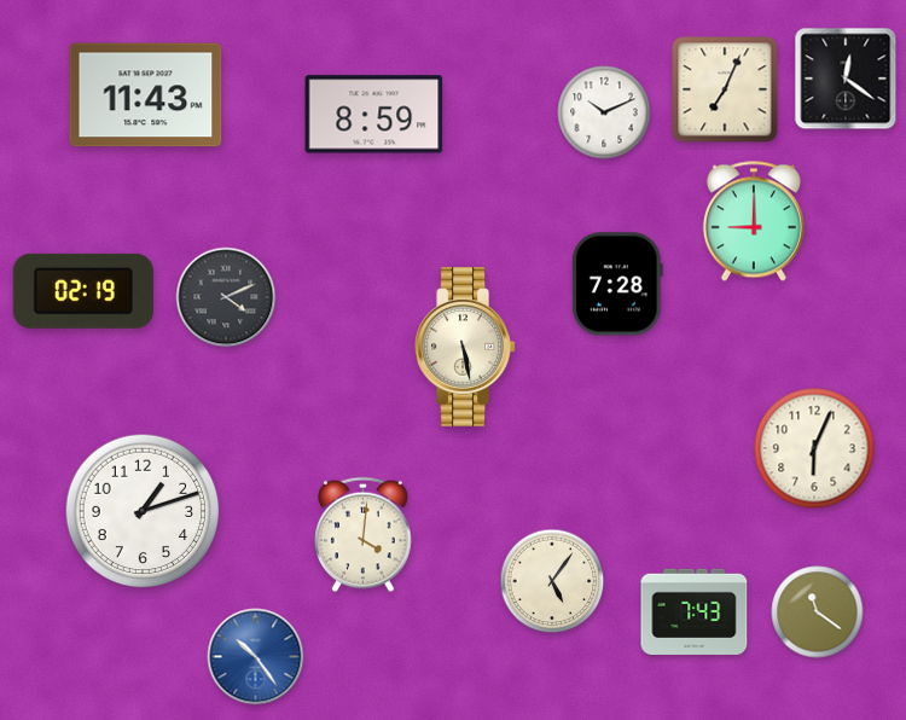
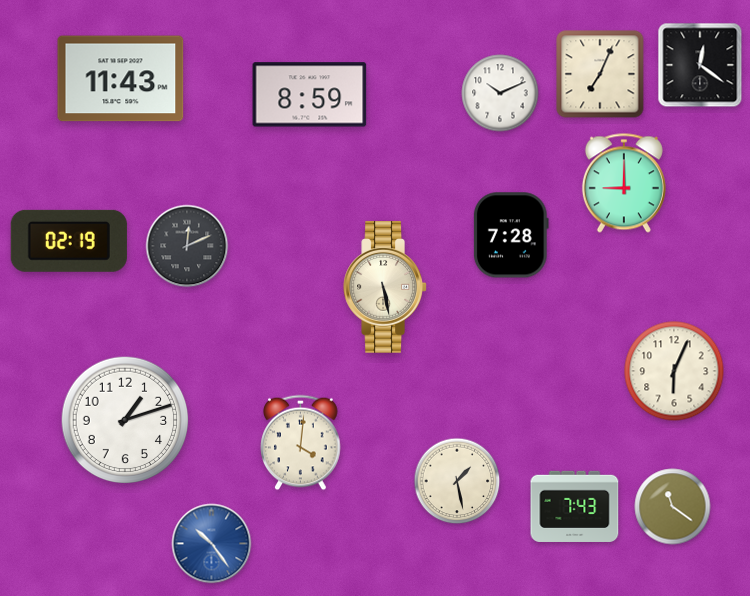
clock at (226, 297): 4:11 -> 12:11
clock at (143, 511) position: (143, 511) -> (125, 420)
clock at (552, 581): 5:06 -> 1:28
clock at (818, 612) position: (818, 612) -> (673, 507)
